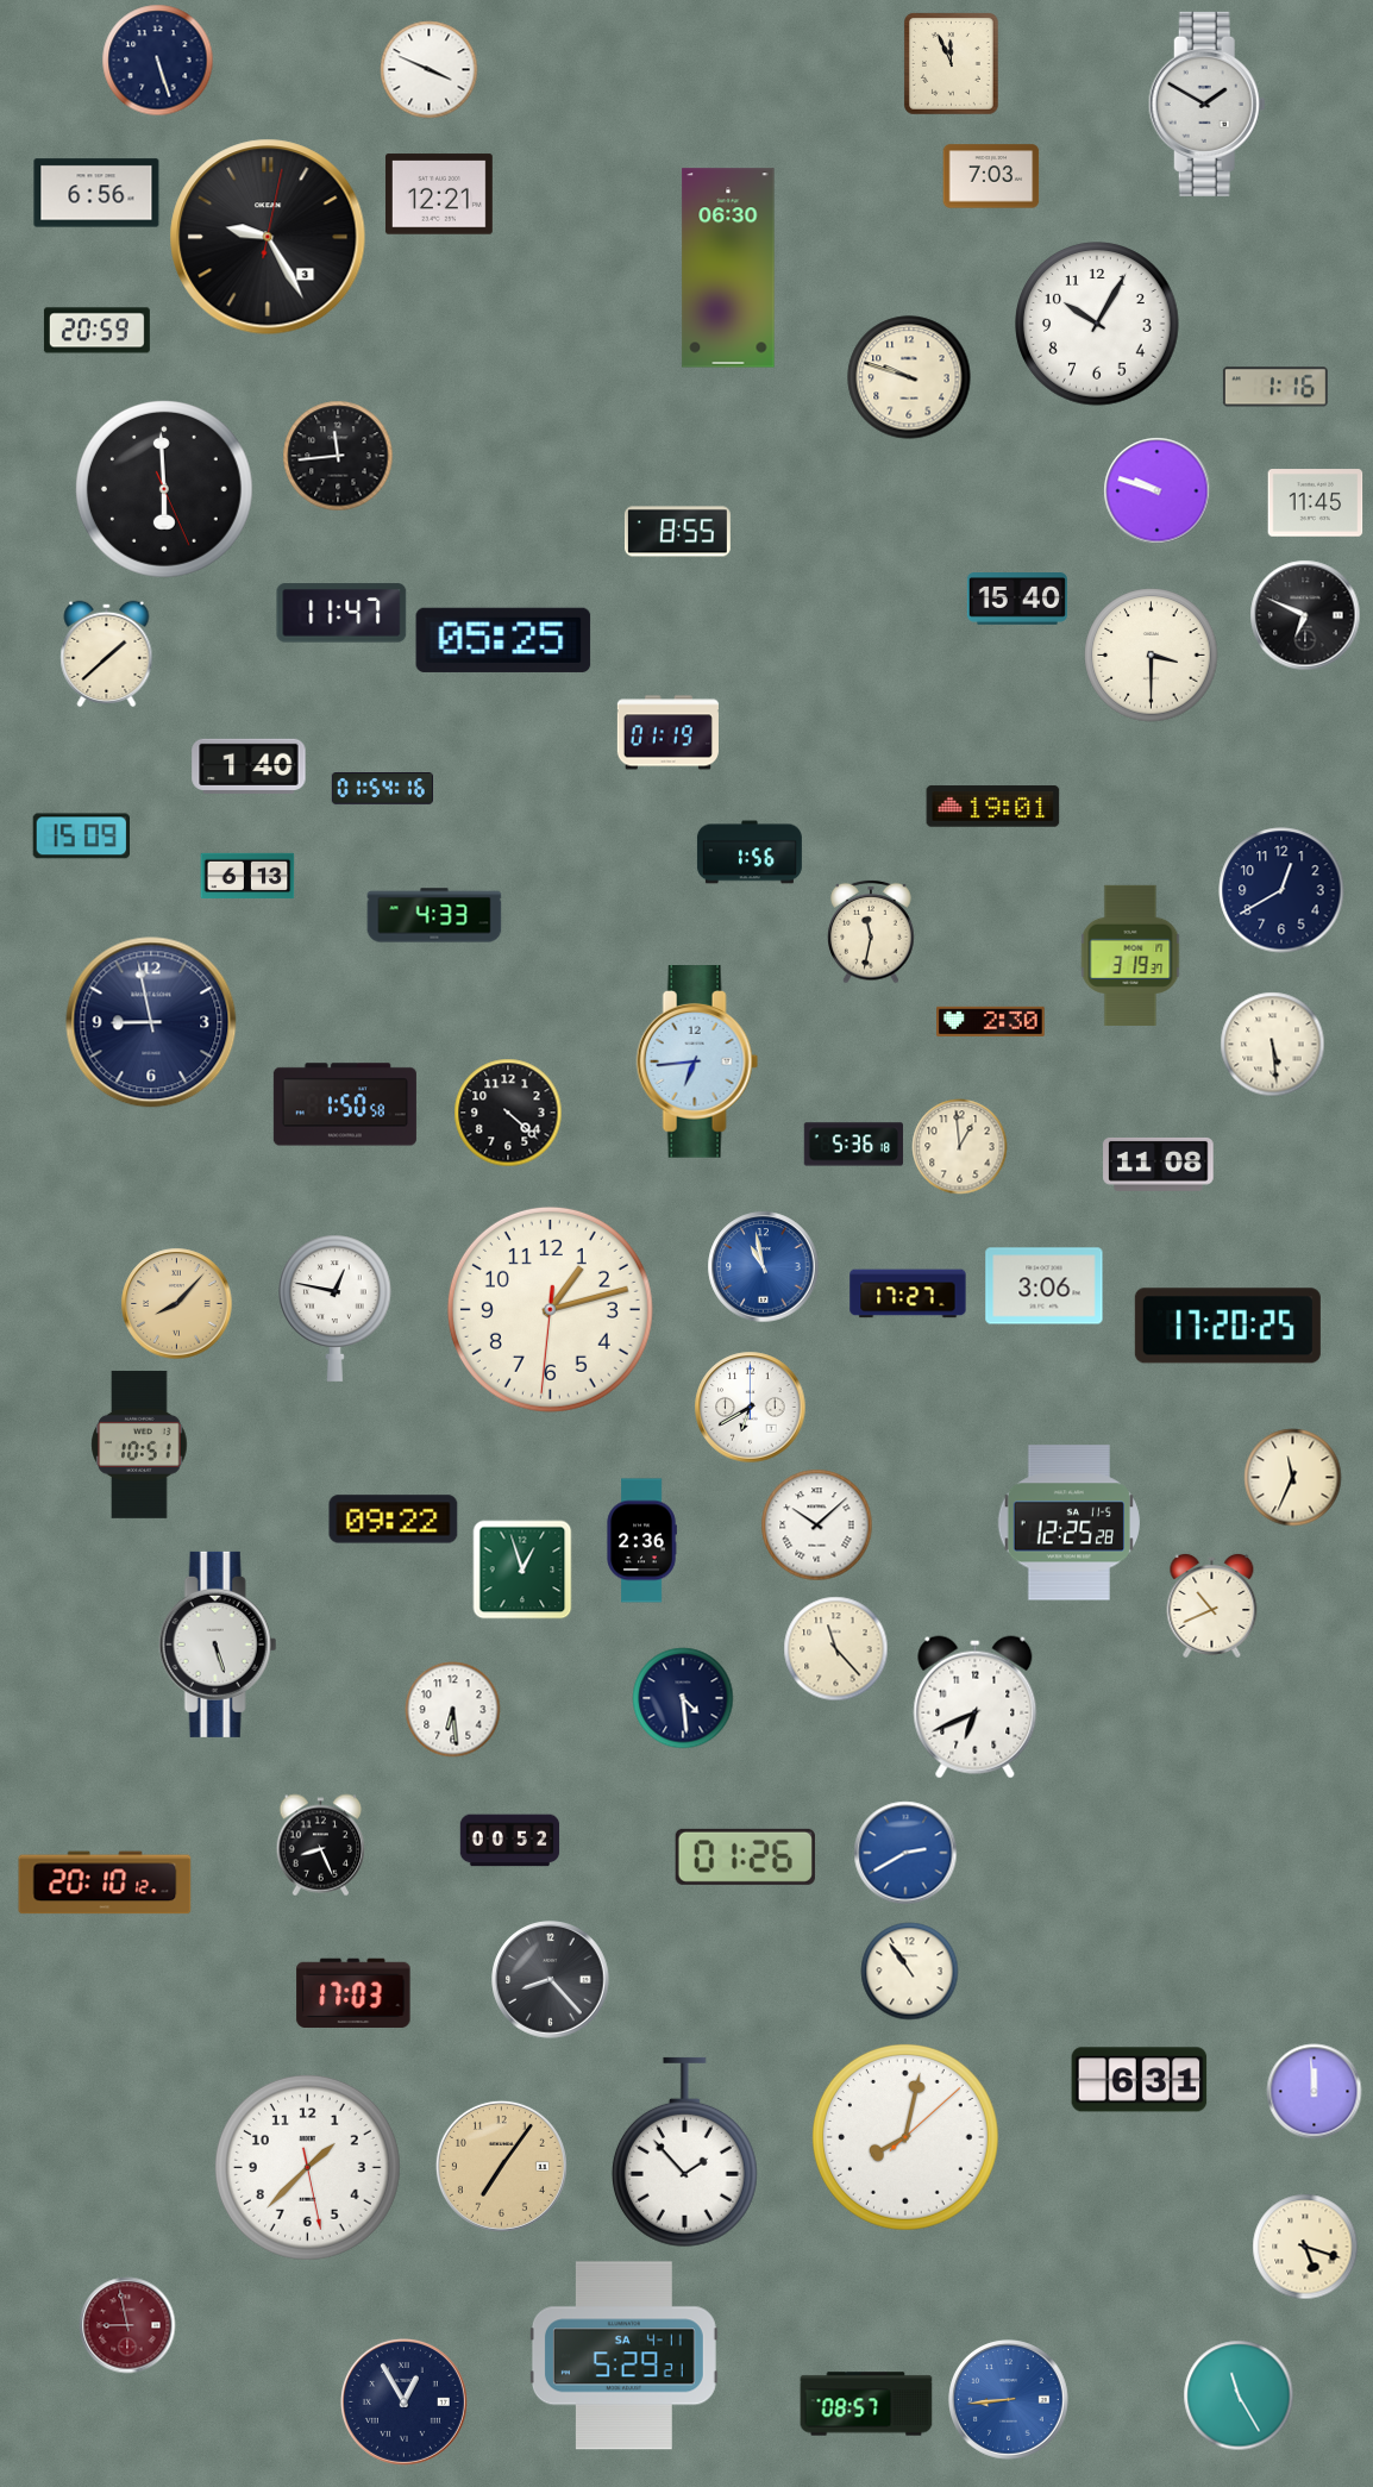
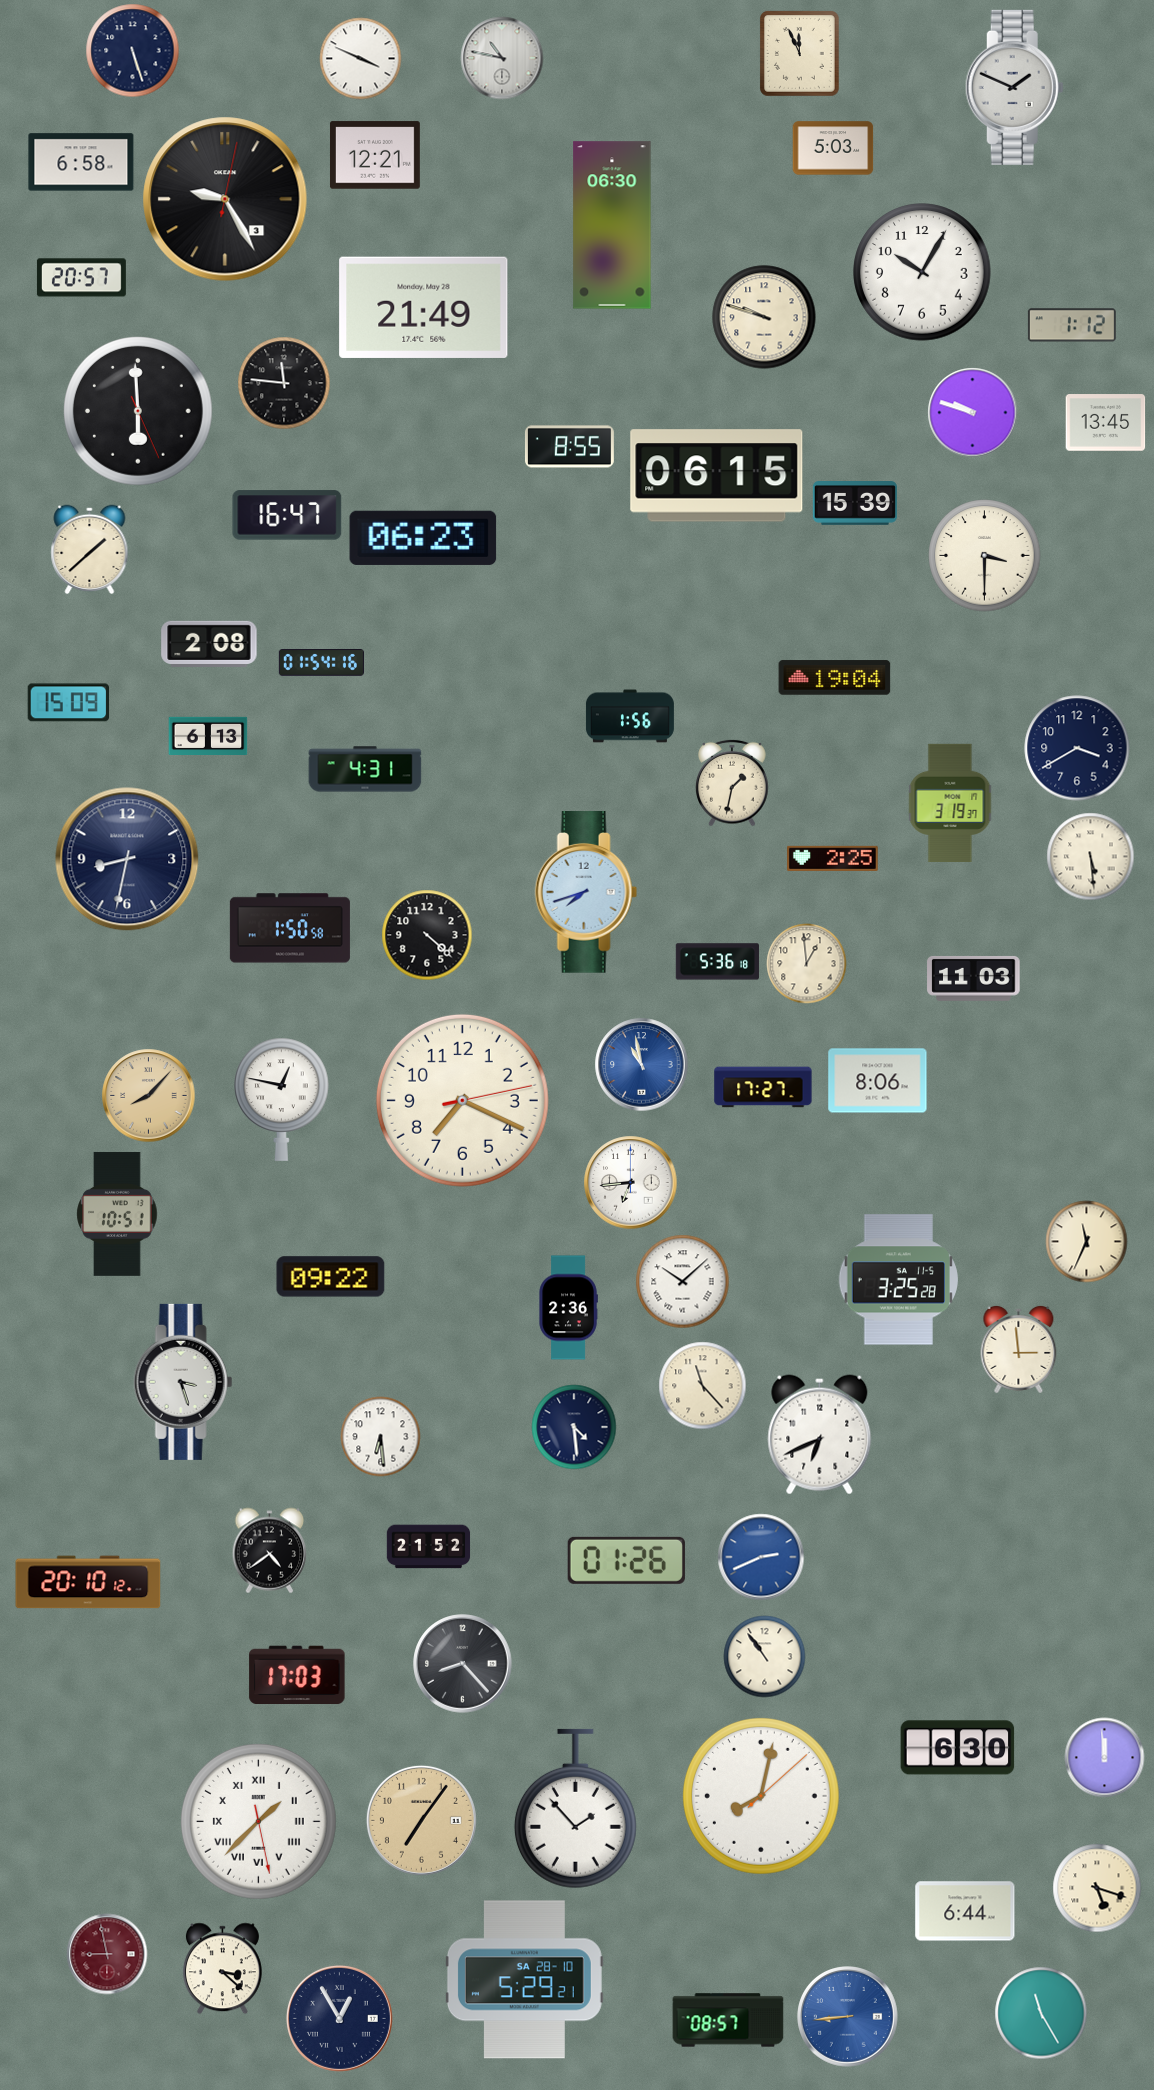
clock at (502, 58): none -> 10:47
clock at (1206, 104): 1:50 -> 1:49
clock at (991, 176): 7:03 -> 5:03
clock at (96, 193): 6:56 -> 6:58
clock at (439, 194) position: (439, 194) -> (375, 155)
clock at (96, 331): 20:59 -> 20:57
clock at (424, 307): none -> 21:49
clock at (1275, 387): 1:16 -> 1:12
clock at (338, 456): 11:44 -> 11:46
clock at (1316, 503): 11:45 -> 13:45
clock at (717, 476): none -> 06:15
clock at (1016, 600): 15:40 -> 15:39
clock at (341, 613): 11:47 -> 16:47
clock at (1305, 615): 6:49 -> none
clock at (503, 640): 05:25 -> 06:23
clock at (1152, 656) position: (1152, 656) -> (985, 556)
clock at (667, 733): 01:19 -> none
clock at (249, 766): 1:40 -> 2:08
clock at (993, 807): 19:01 -> 19:04
clock at (1281, 890): 12:40 -> 3:40
clock at (434, 915): 4:33 -> 4:31
clock at (871, 932): 11:32 -> 1:32
clock at (991, 1021): 2:30 -> 2:25
clock at (151, 1022): 8:58 -> 8:32
clock at (1273, 1045) position: (1273, 1045) -> (1091, 857)
clock at (697, 1063): 6:44 -> 7:42
clock at (1159, 1164): 11:08 -> 11:03
clock at (1045, 1286): 3:06 -> 8:06
clock at (550, 1309): 1:12 -> 7:19
clock at (1228, 1326): 17:20 -> none
clock at (751, 1408): 6:40 -> 6:44
clock at (1068, 1523): 12:25 -> 3:25
clock at (817, 1526) position: (817, 1526) -> (683, 1282)
clock at (641, 1541) position: (641, 1541) -> (568, 1308)
clock at (522, 1570): 12:57 -> none
clock at (1212, 1605): 10:41 -> 2:59
clock at (218, 1645): 5:27 -> 3:27
clock at (510, 1841): 00:52 -> 21:52
clock at (321, 1846): 8:26 -> 4:39
clock at (905, 1853): 2:40 -> 2:41
clock at (1140, 2080): 6:31 -> 6:30
clock at (307, 2167) numerals: Arabic -> Roman
clock at (965, 1911): none -> 6:44
clock at (222, 1969): none -> 3:22
clock at (623, 2356) date: SA 4-11 -> SA 28-10
